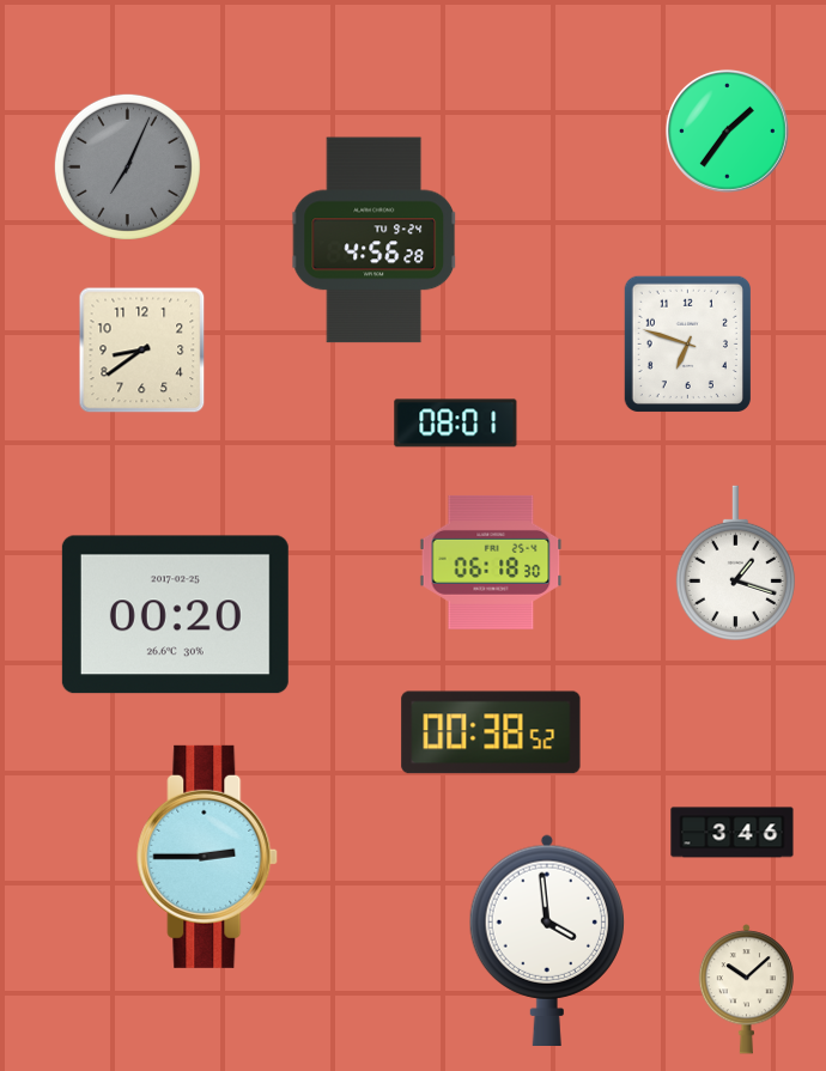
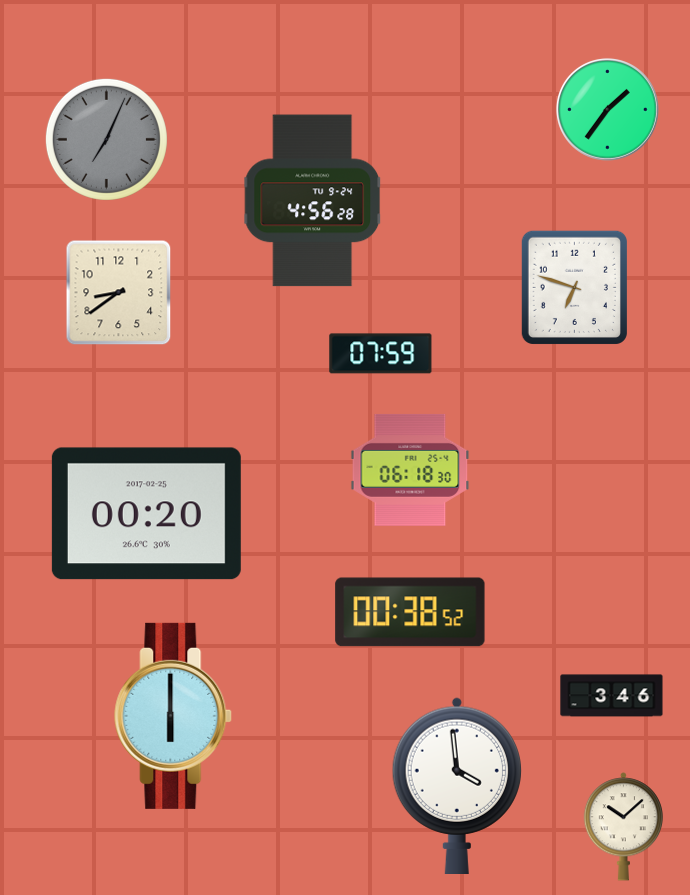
clock at (456, 424): 08:01 -> 07:59
clock at (735, 562): 1:18 -> none
clock at (208, 857): 2:45 -> 6:00
